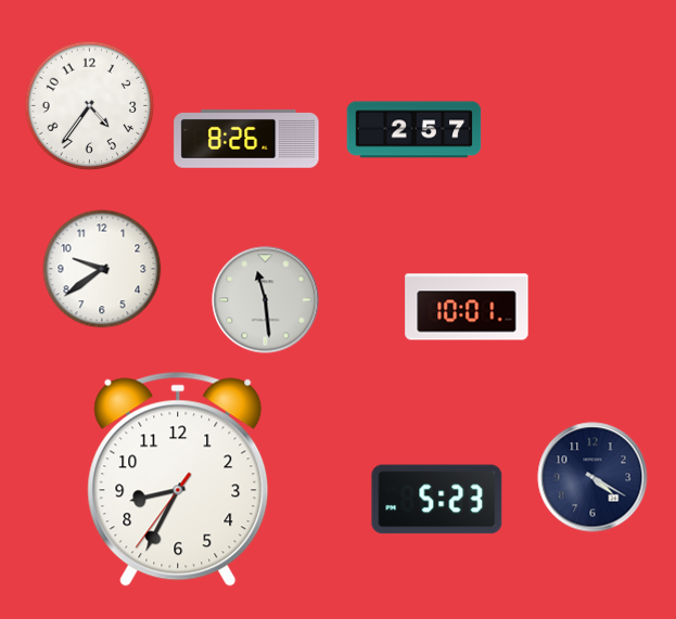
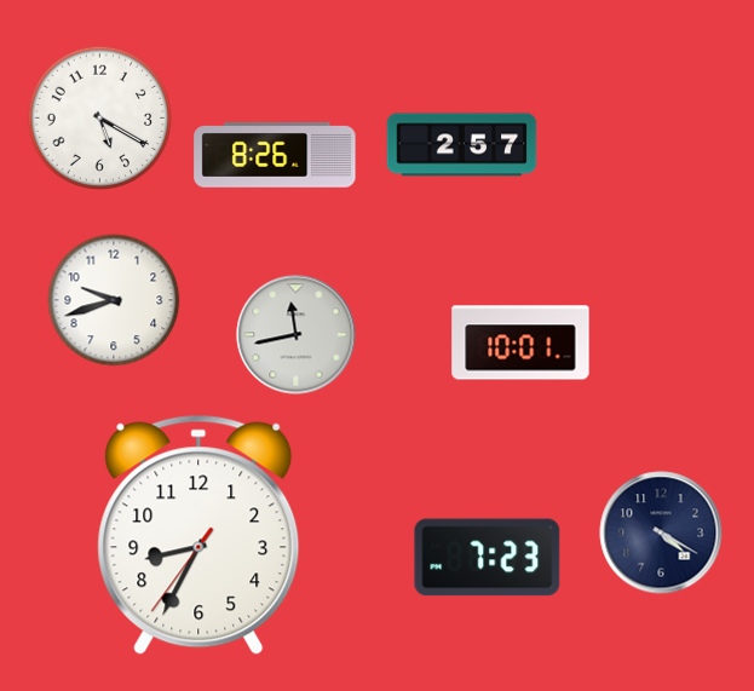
clock at (90, 106): 4:36 -> 5:20
clock at (102, 269): 9:39 -> 9:42
clock at (266, 300): 11:29 -> 11:43
clock at (437, 500): 5:23 -> 7:23
